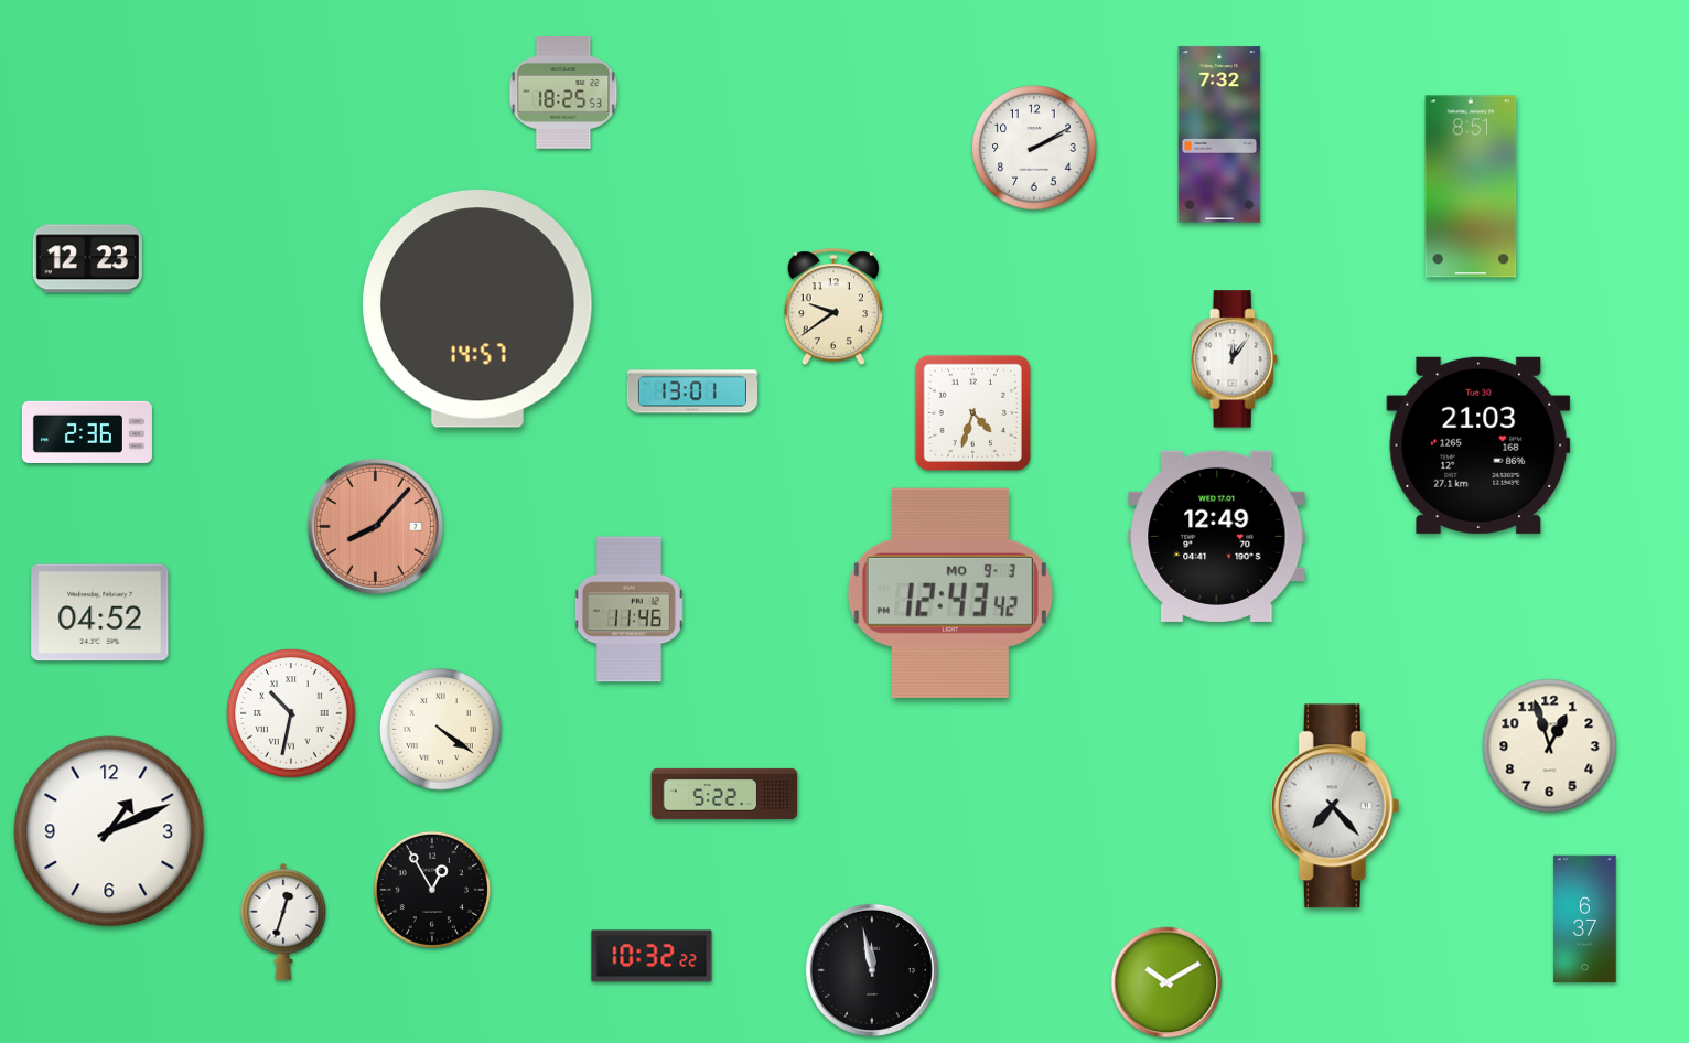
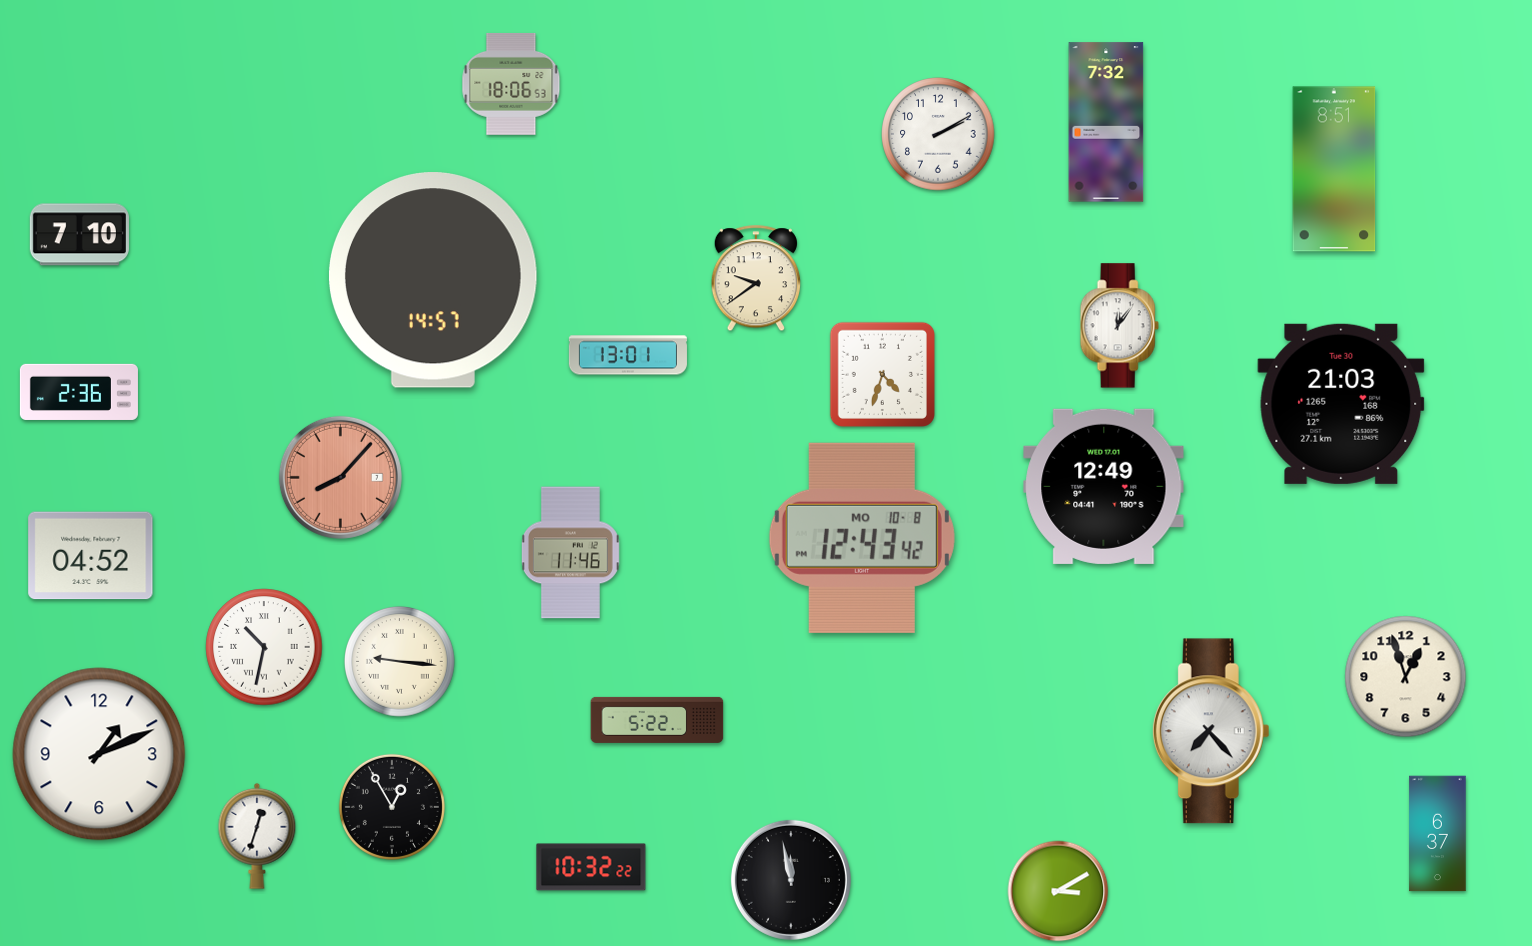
clock at (563, 93): 18:25 -> 18:06
clock at (87, 259): 12:23 -> 7:10
clock at (950, 593) date: MO 9-3 -> MO 10-8
clock at (440, 729): 4:21 -> 9:16
clock at (1166, 982): 10:10 -> 3:10
